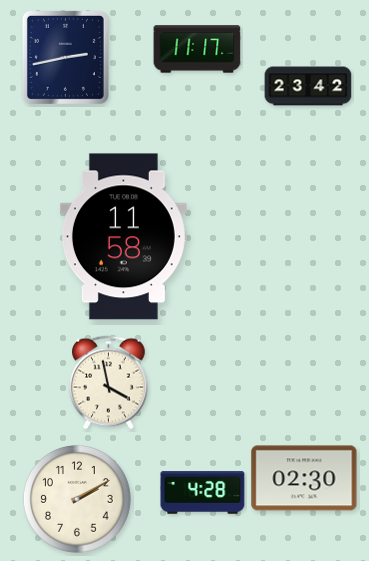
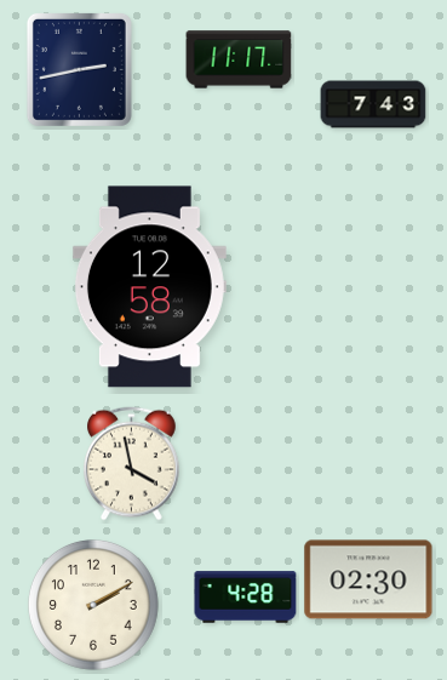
clock at (308, 86): 23:42 -> 7:43
clock at (123, 237): 11:58 -> 12:58
